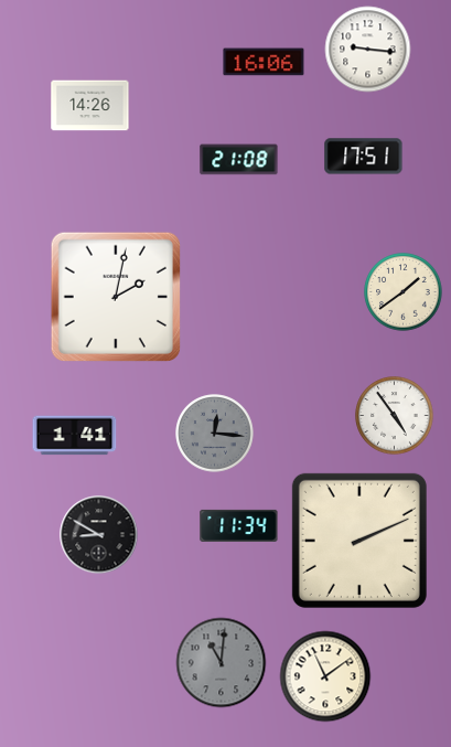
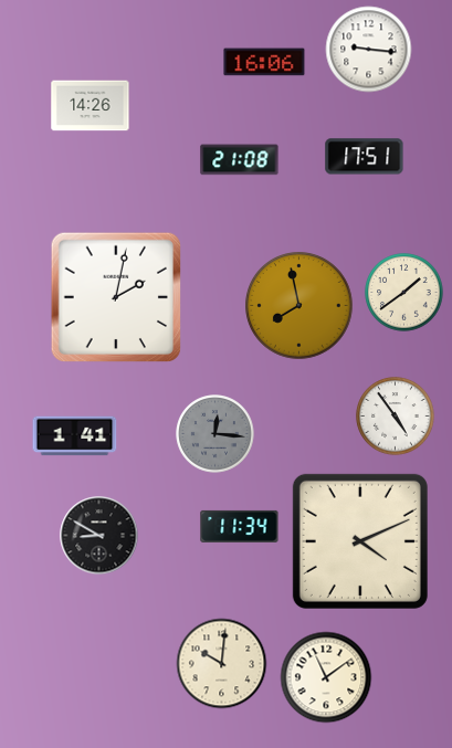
clock at (299, 306): none -> 7:58
clock at (359, 541): 2:11 -> 4:11
clock at (222, 663): 11:01 -> 10:01
clock at (222, 663) dial: grey -> cream
